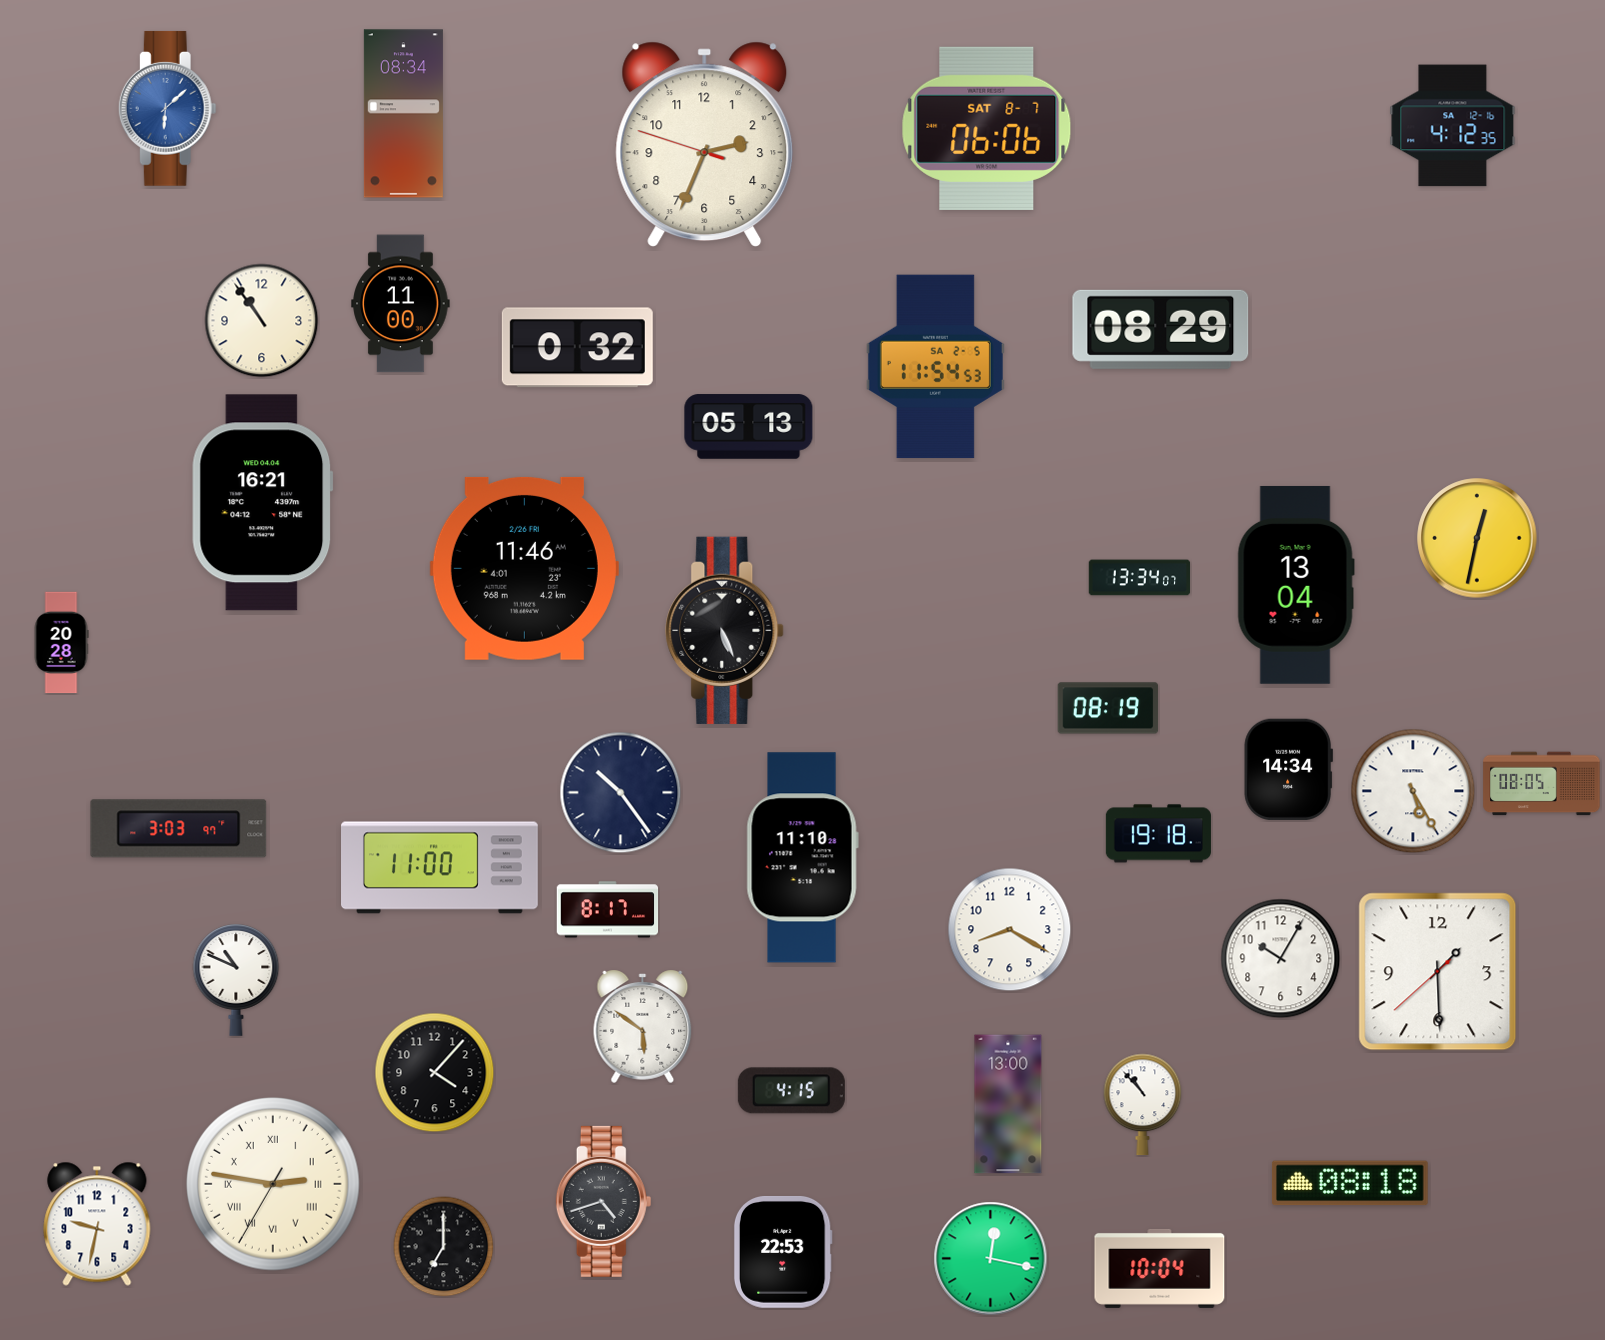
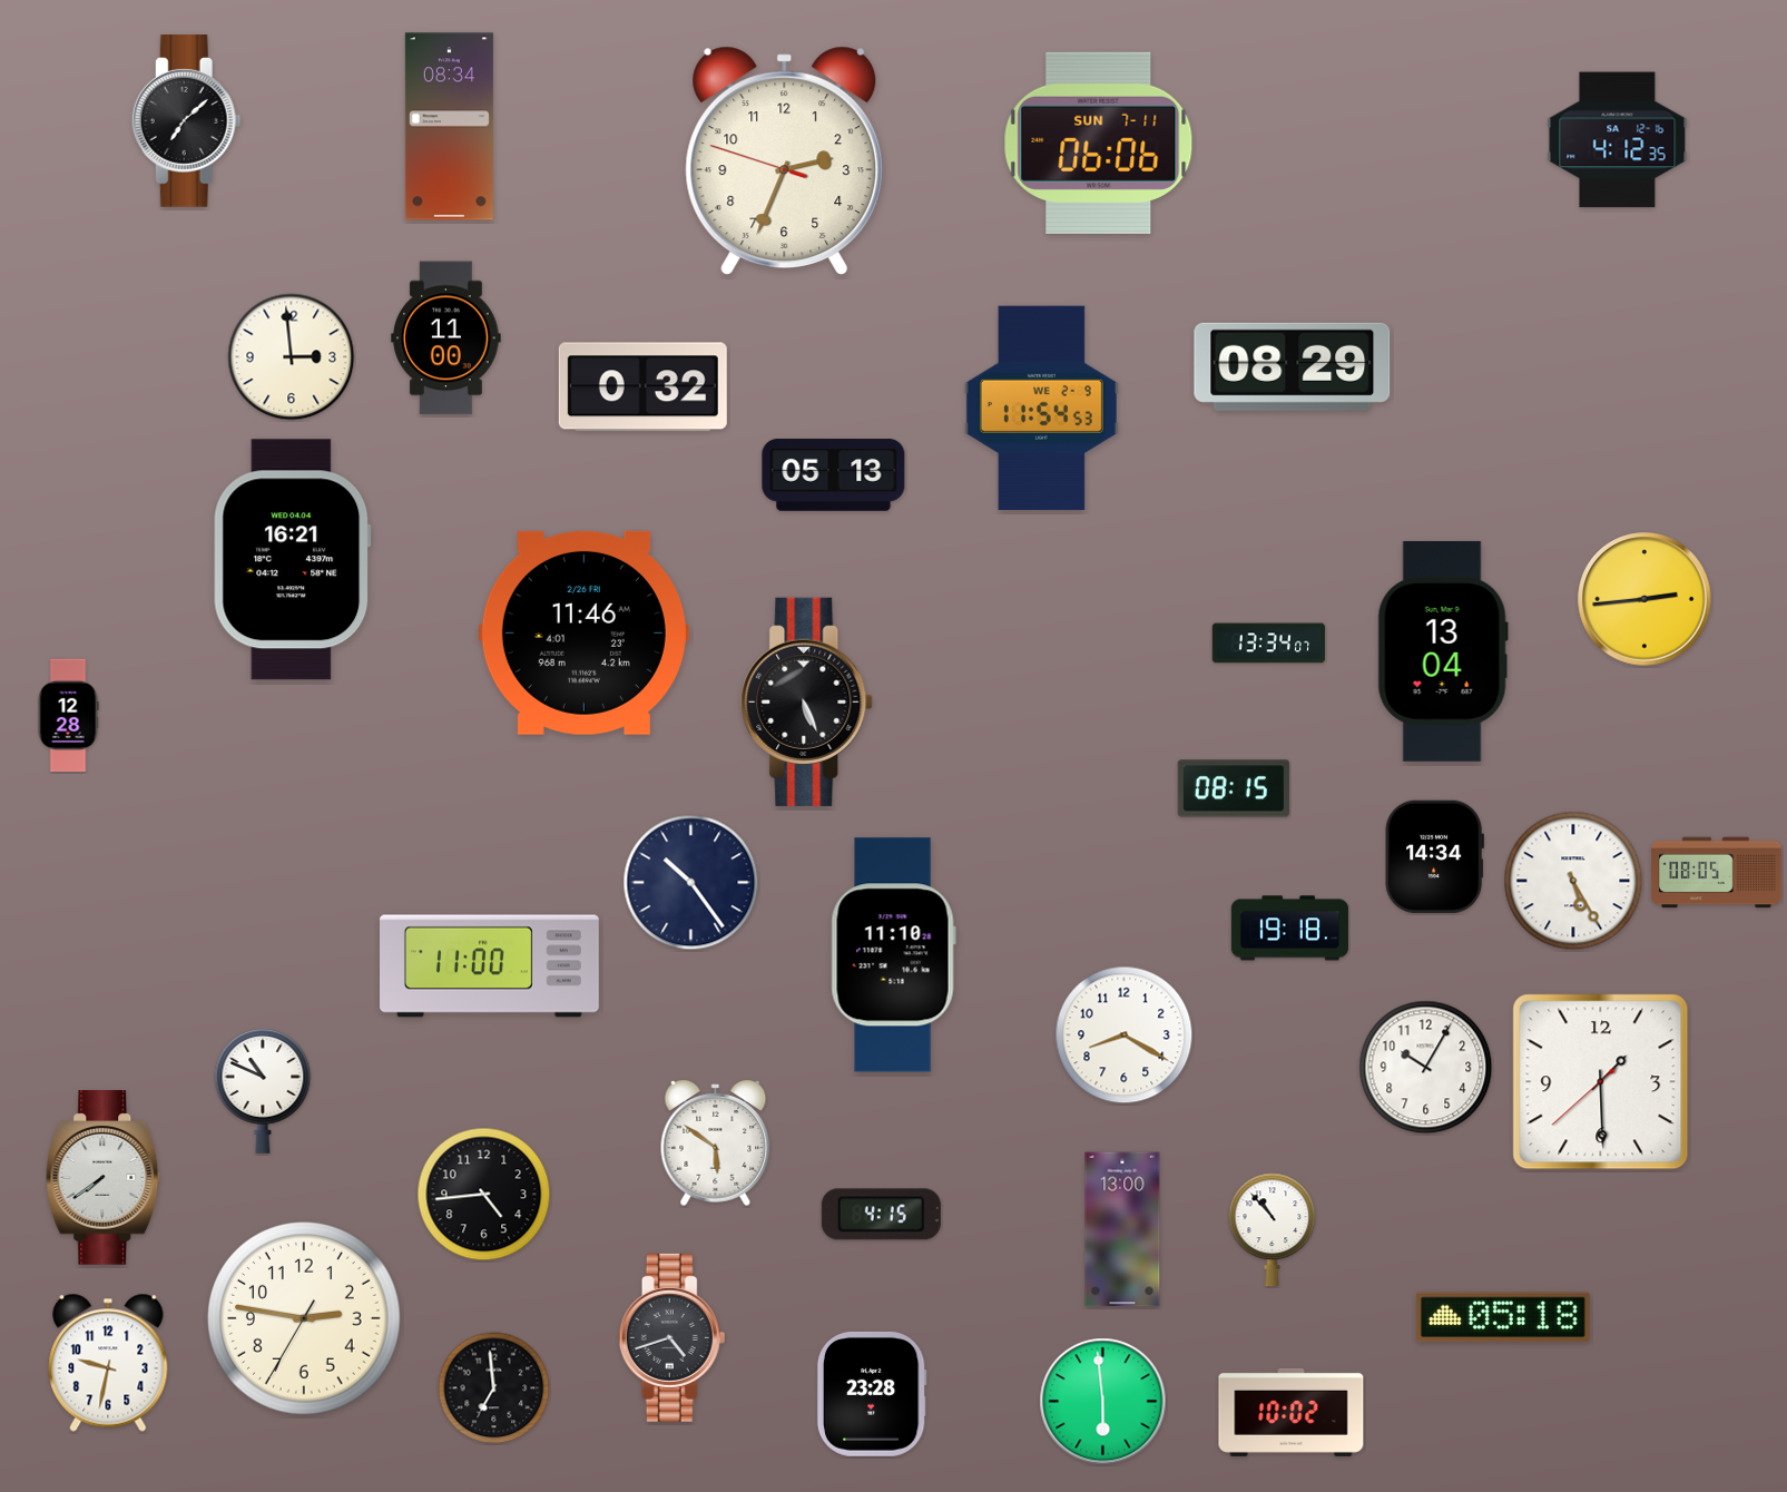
clock at (167, 108): 6:08 -> 7:08
clock at (167, 108) dial: blue -> black
clock at (987, 128) date: SAT 8-7 -> SUN 7-11
clock at (262, 321): 10:54 -> 2:59
clock at (935, 367) date: SA 2-5 -> WE 2-9
clock at (1477, 538): 12:32 -> 2:44
clock at (61, 643): 20:28 -> 12:28
clock at (1108, 708): 08:19 -> 08:15
clock at (179, 829): 3:03 -> none
clock at (608, 910): 8:17 -> none
clock at (104, 1178): none -> 7:39
clock at (435, 1073): 4:07 -> 4:44
clock at (1350, 1183): 08:18 -> 05:18
clock at (273, 1184) numerals: Roman -> Arabic
clock at (444, 1247): 7:00 -> 6:59
clock at (783, 1252): 22:53 -> 23:28
clock at (991, 1259): 12:17 -> 5:59
clock at (1160, 1268): 10:04 -> 10:02
